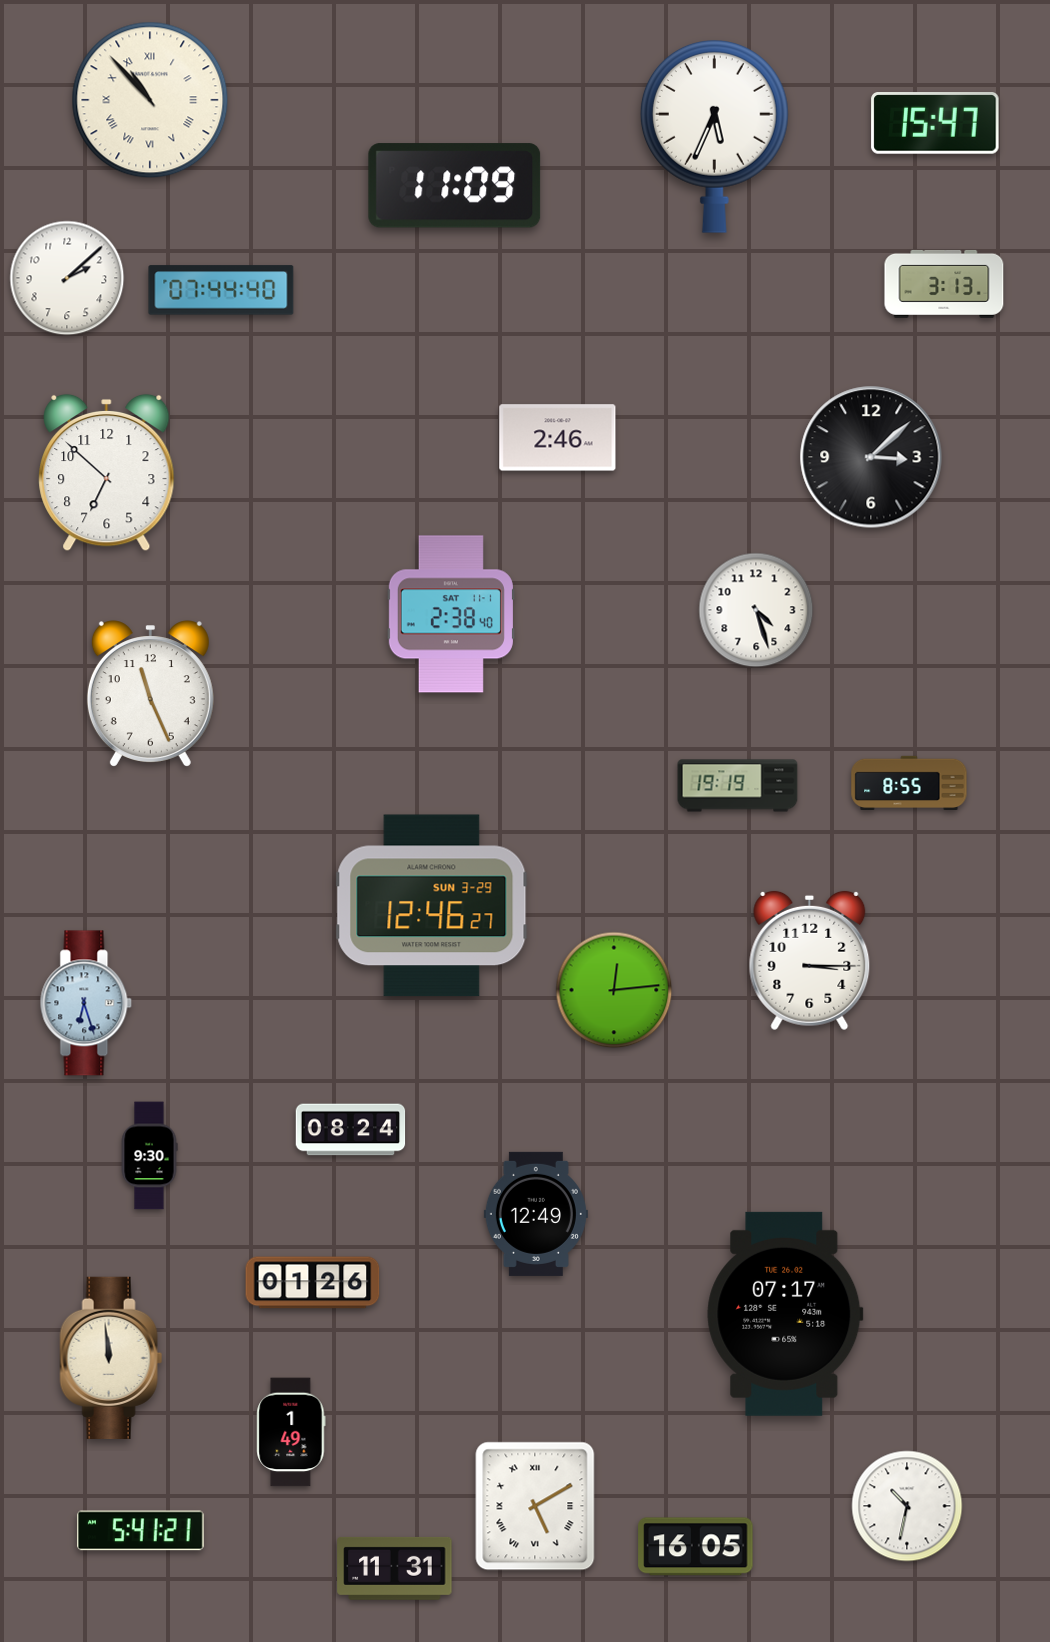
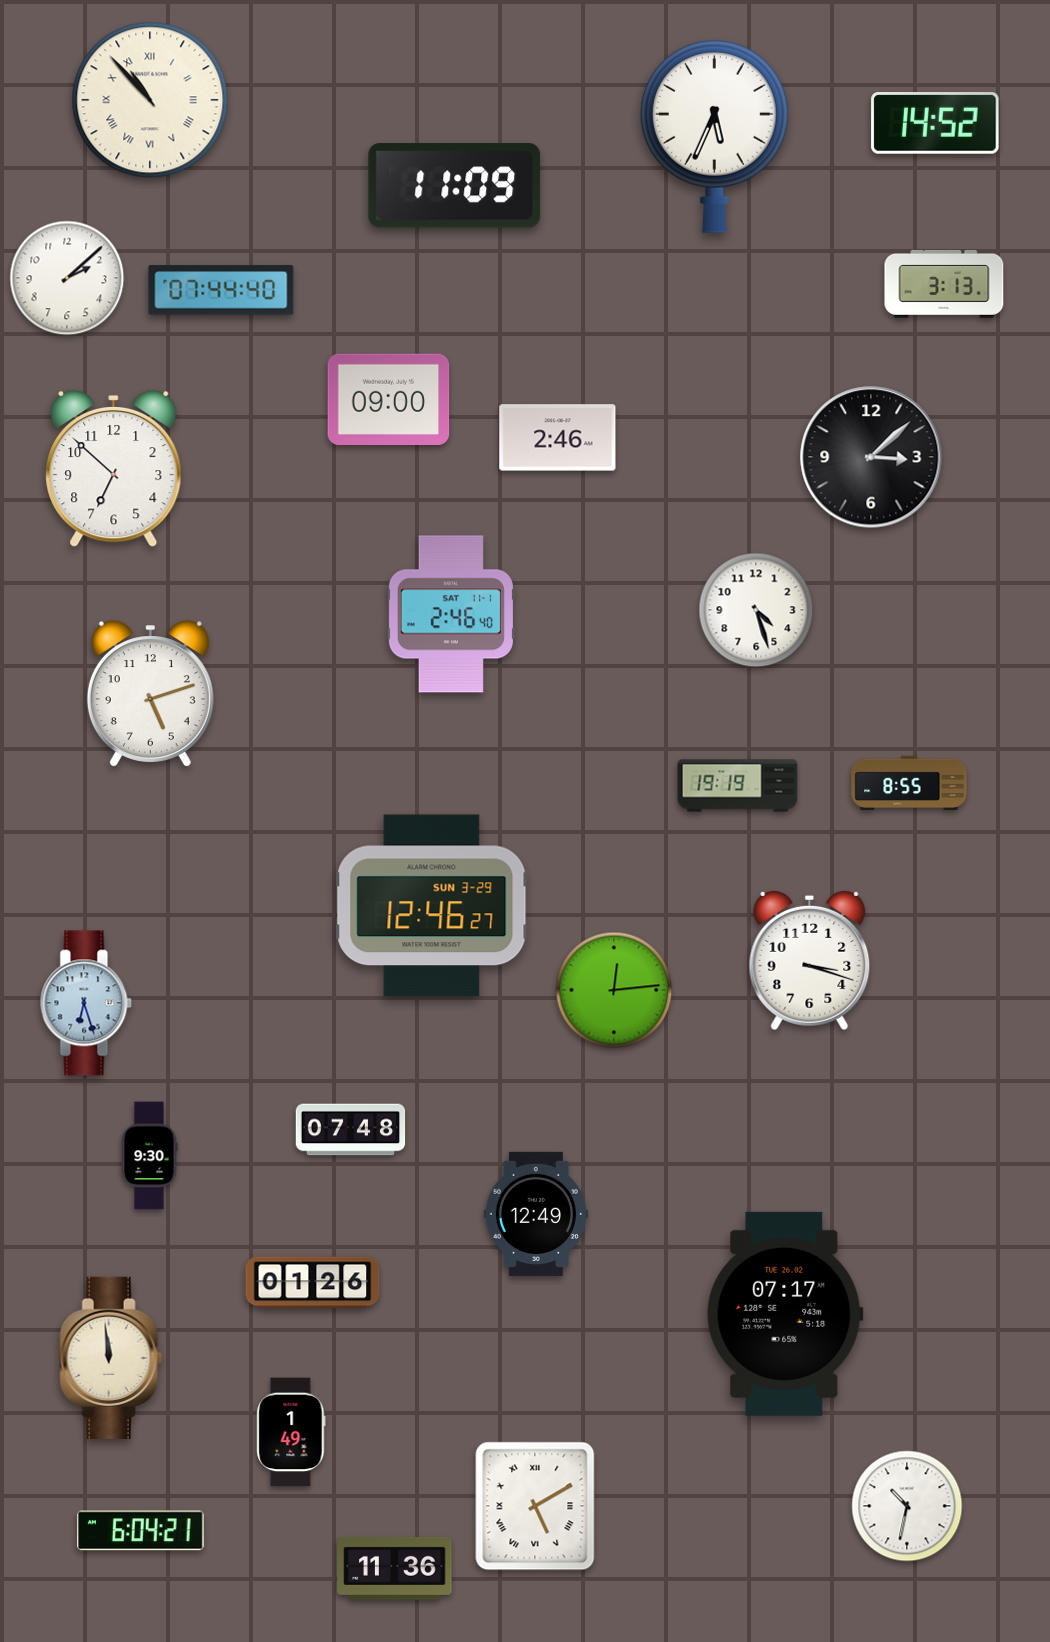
clock at (935, 123): 15:47 -> 14:52
clock at (389, 399): none -> 09:00
clock at (107, 473) position: (107, 473) -> (114, 469)
clock at (451, 614): 2:38 -> 2:46
clock at (150, 694): 11:26 -> 5:12
clock at (810, 961): 3:15 -> 3:18
clock at (351, 1130): 08:24 -> 07:48
clock at (141, 1531): 5:41 -> 6:04
clock at (696, 1547): 16:05 -> none
clock at (395, 1568): 11:31 -> 11:36
